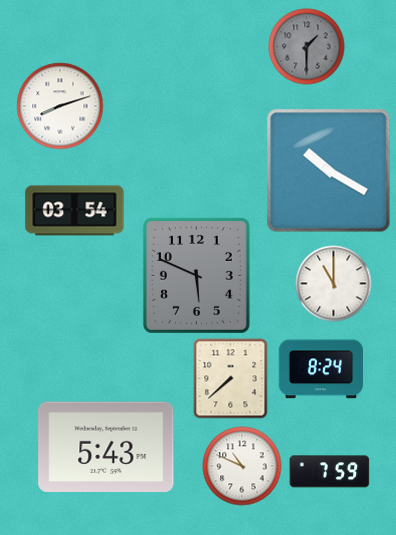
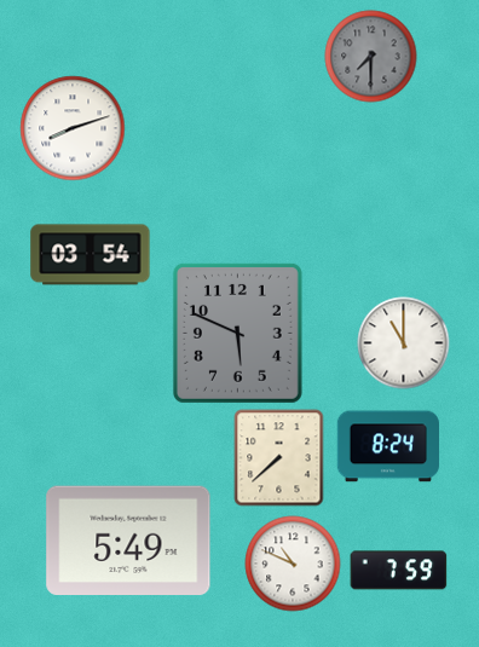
clock at (307, 47): 1:30 -> 7:30
clock at (329, 171): 10:20 -> none
clock at (106, 446): 5:43 -> 5:49
